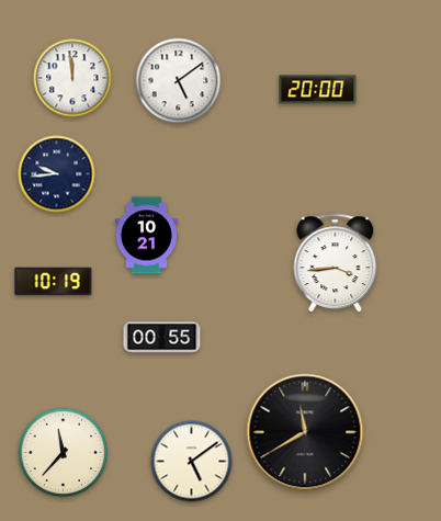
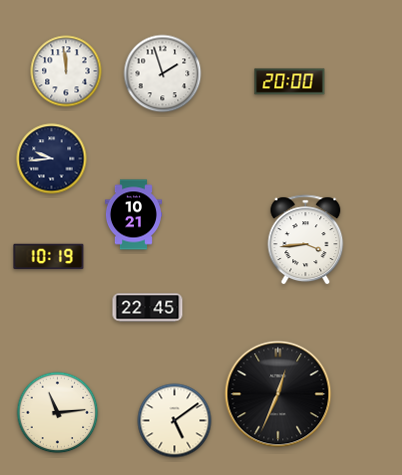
clock at (179, 81): 5:09 -> 1:57
clock at (162, 338): 00:55 -> 22:45
clock at (305, 432): 11:40 -> 12:34
clock at (64, 453): 11:37 -> 11:14
